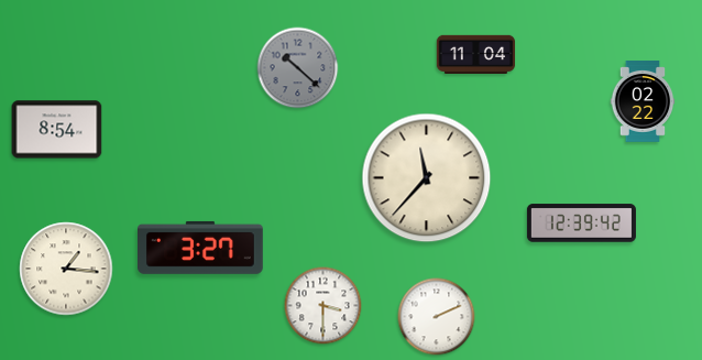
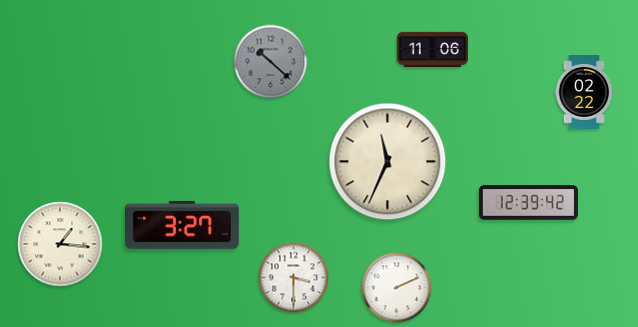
clock at (476, 55): 11:04 -> 11:06
clock at (57, 130): 8:54 -> none
clock at (427, 178): 11:37 -> 11:34
